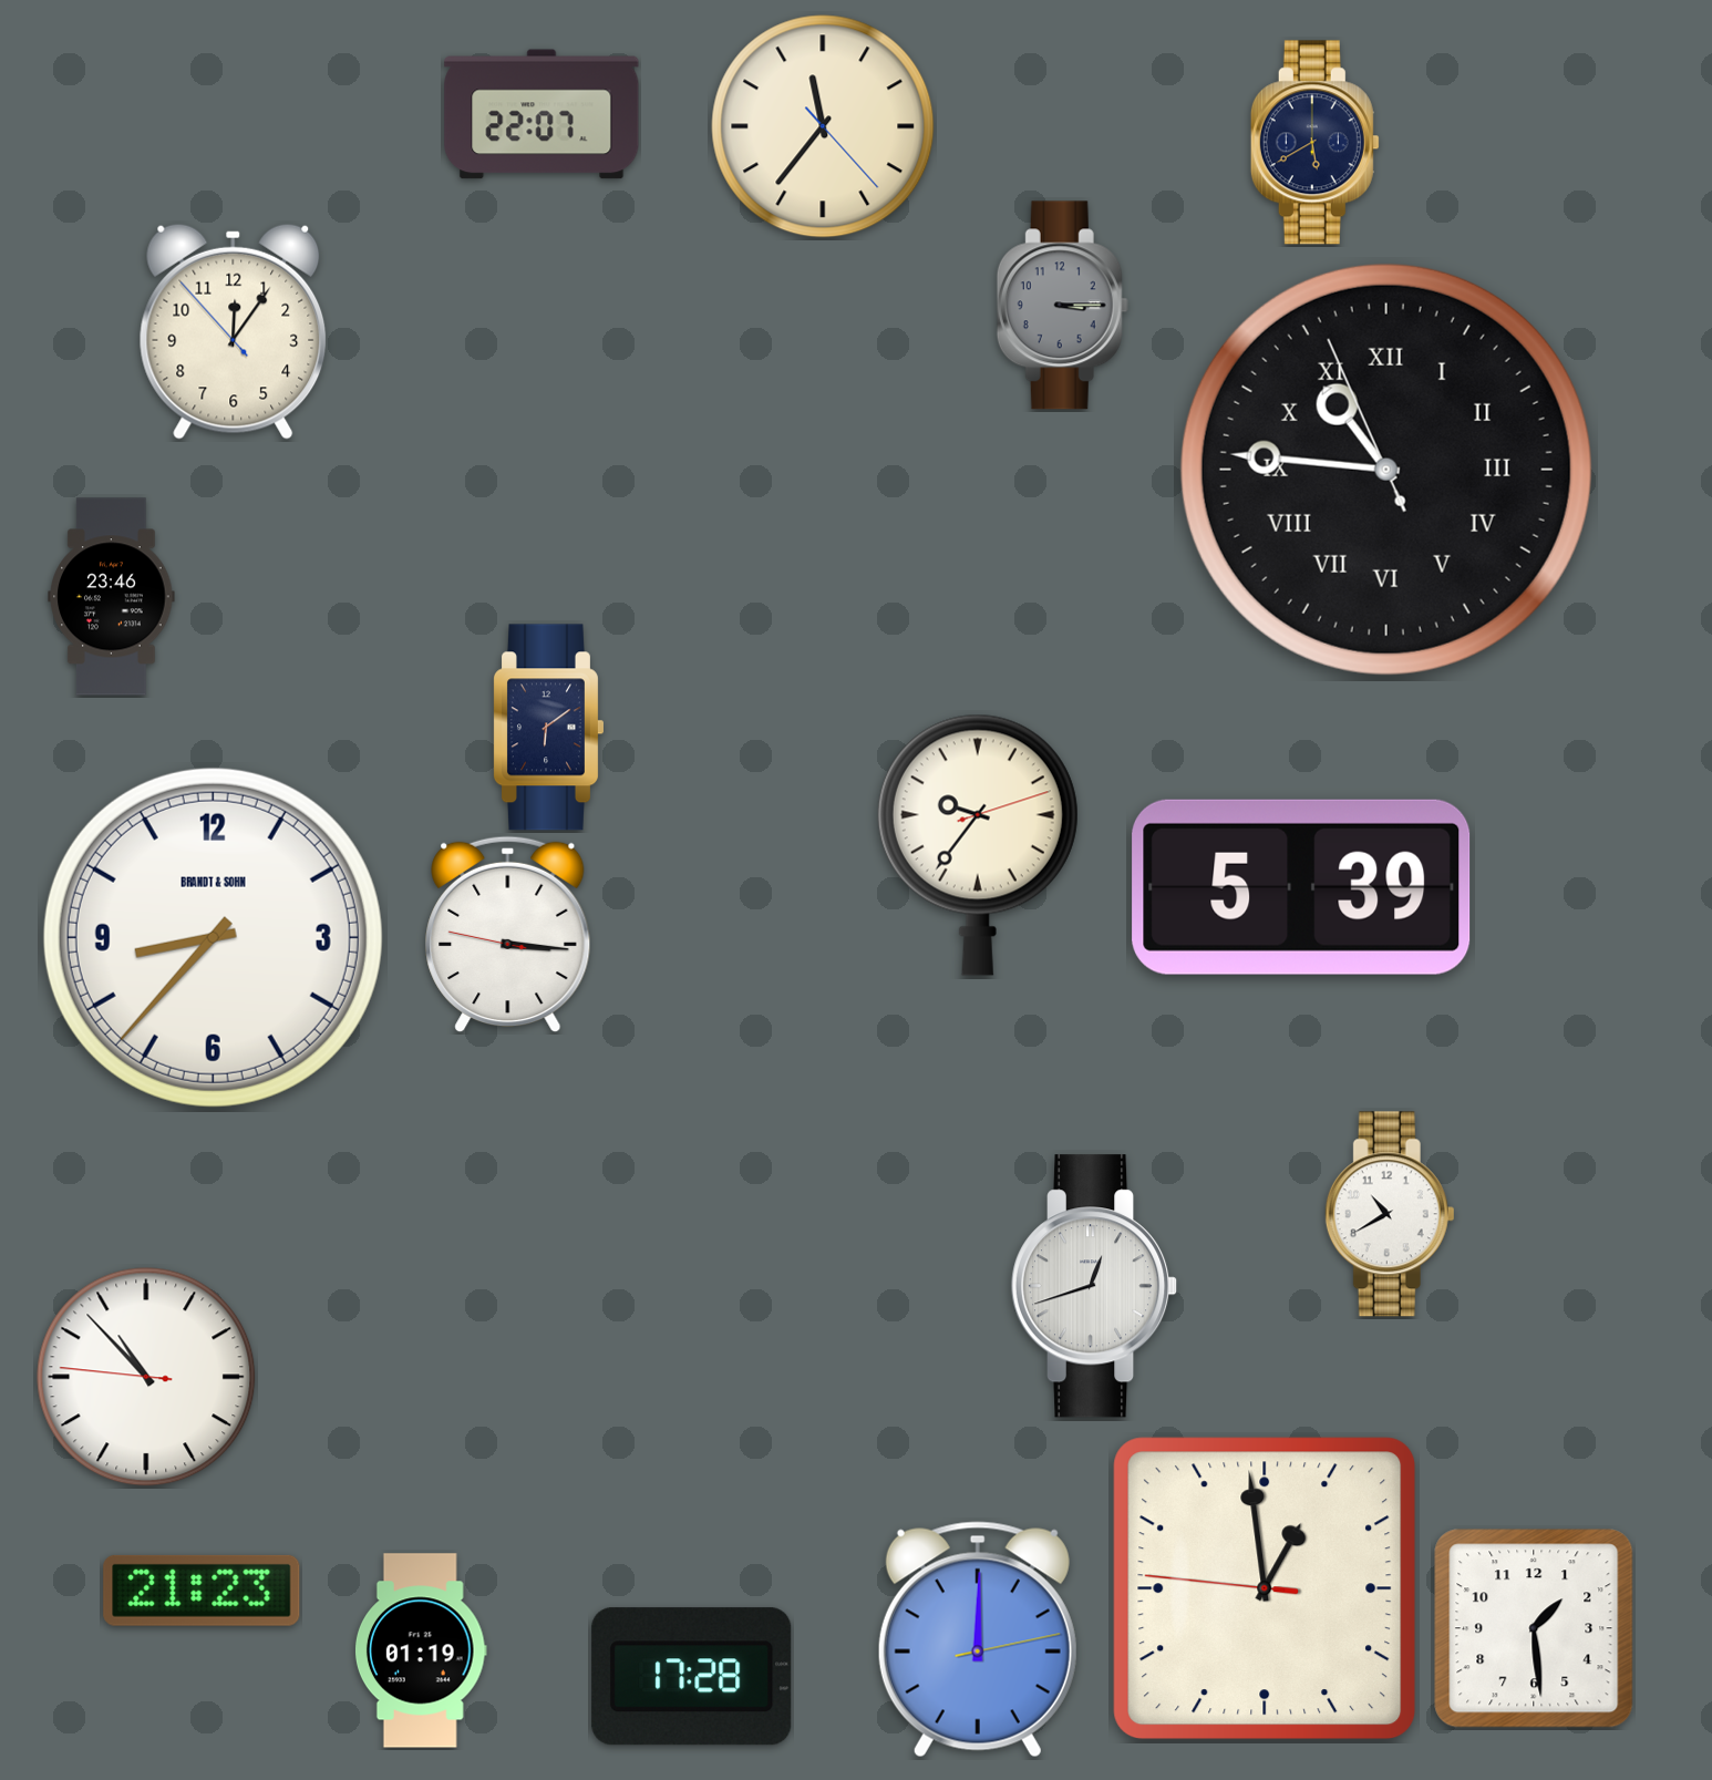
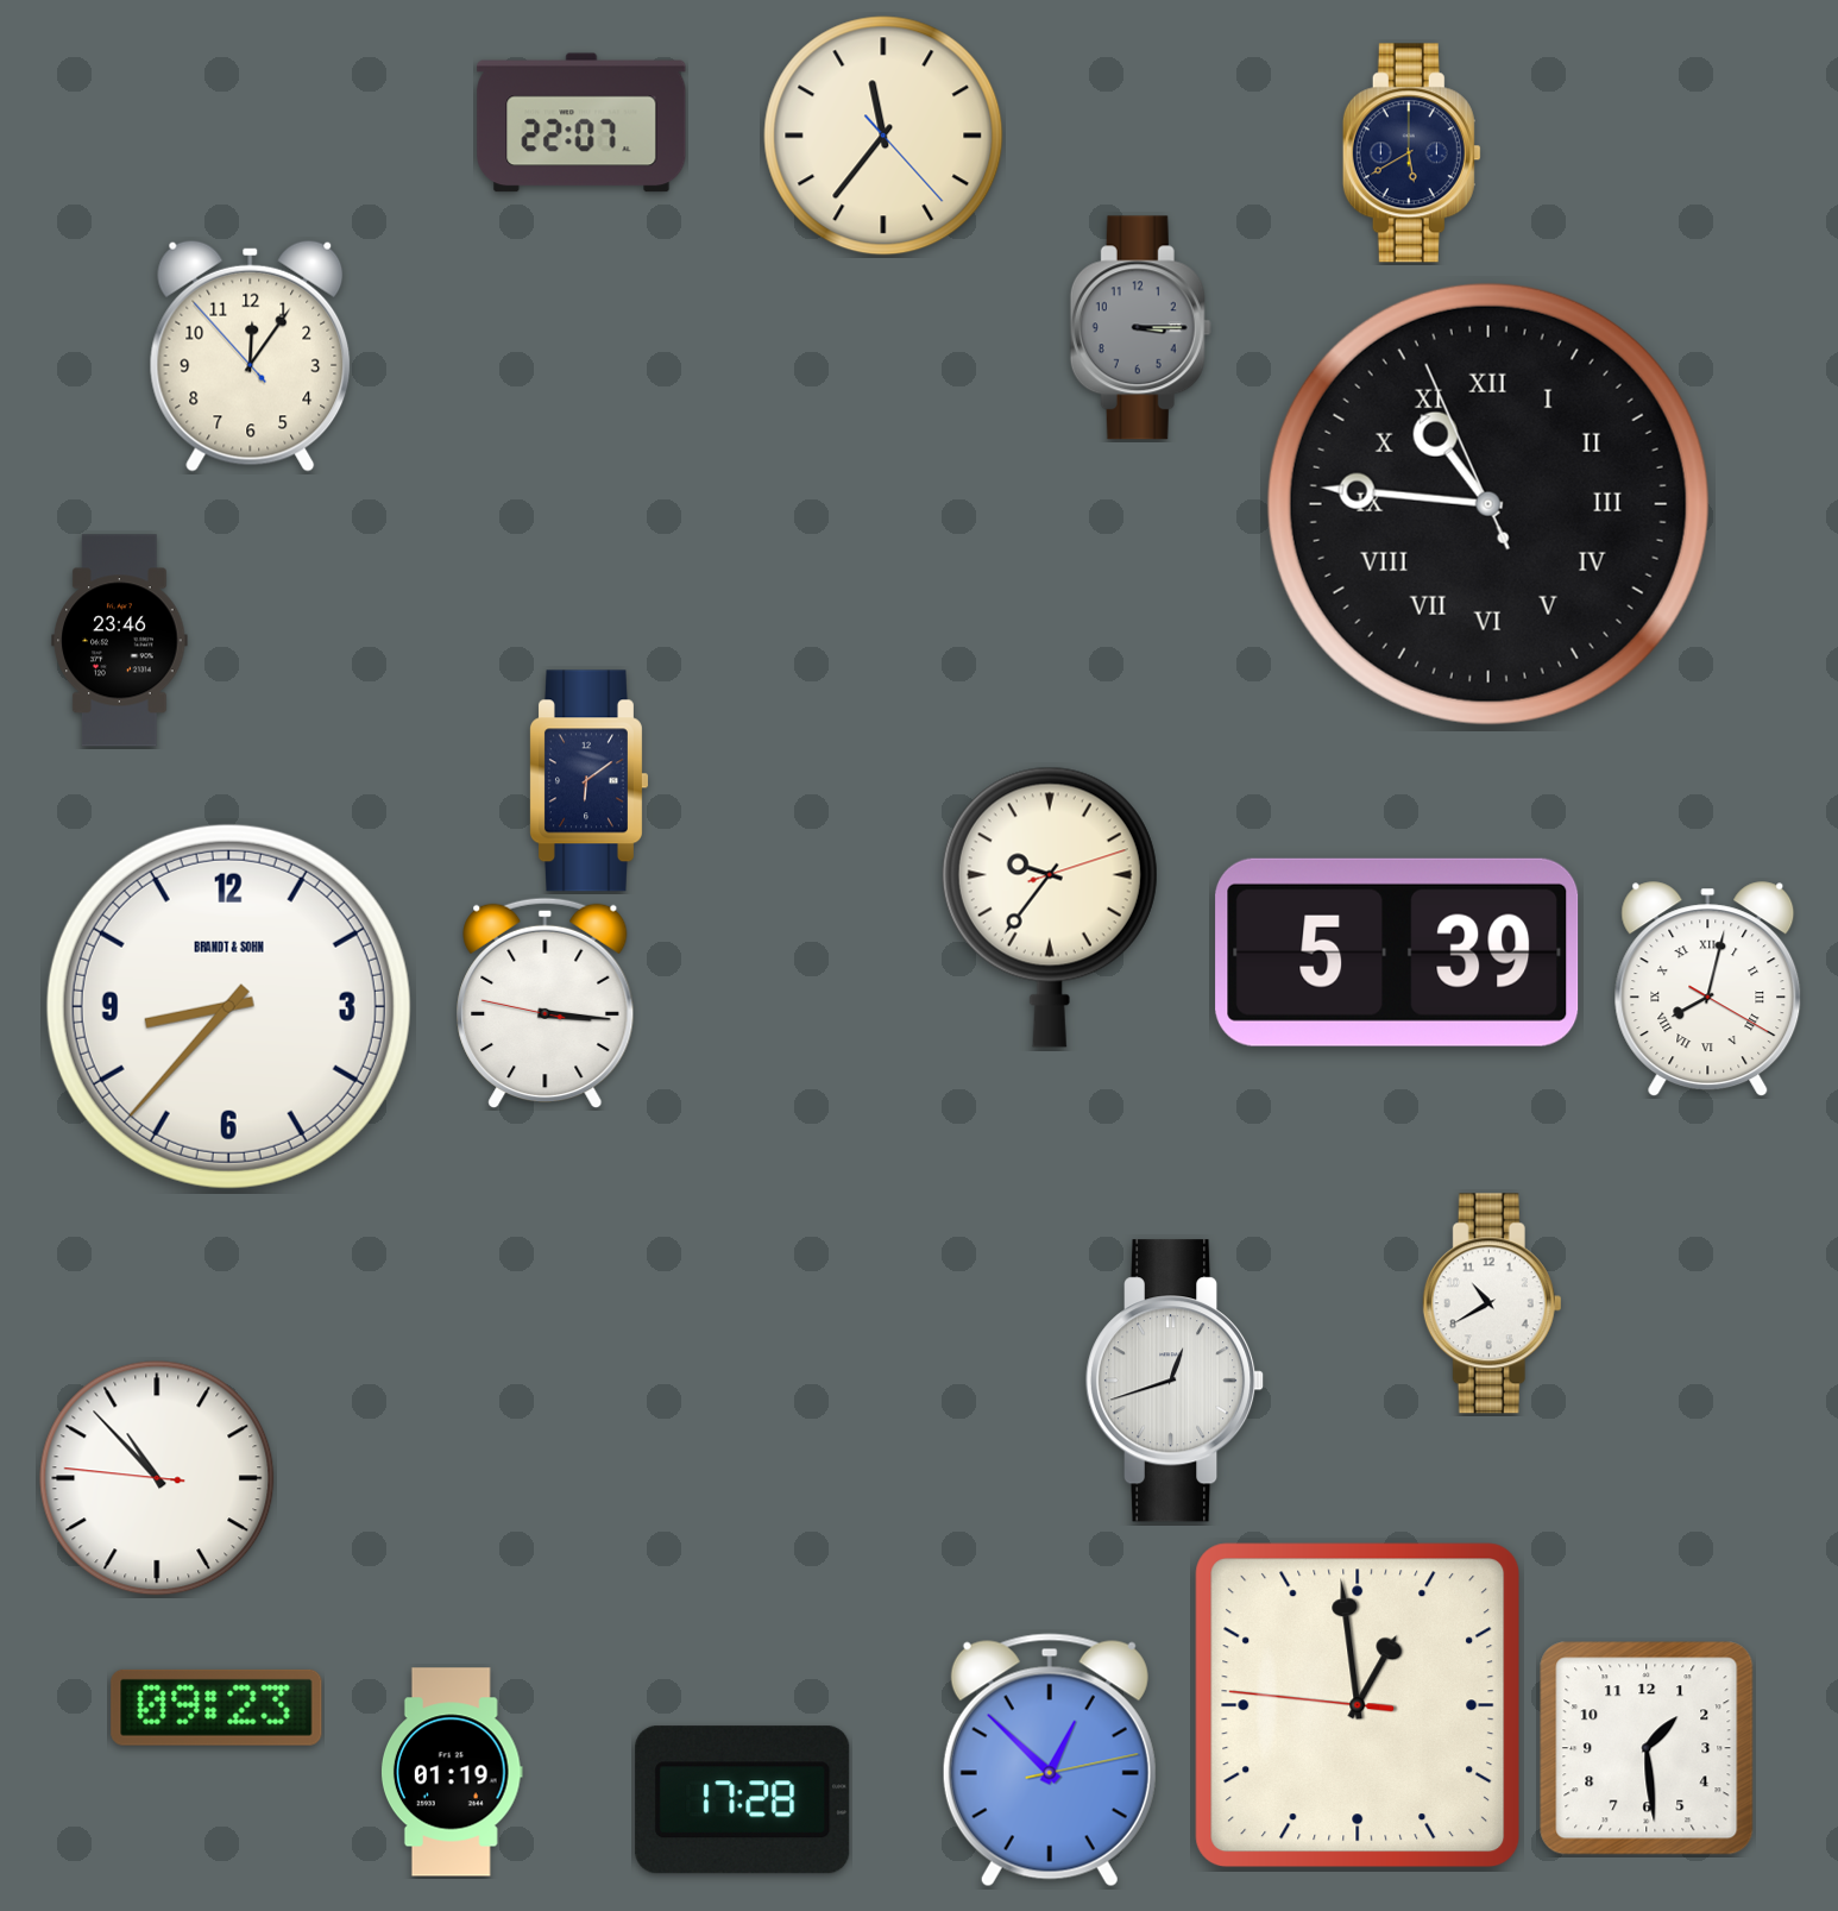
clock at (1708, 989): none -> 8:02
clock at (202, 1591): 21:23 -> 09:23
clock at (978, 1639): 12:00 -> 12:52
